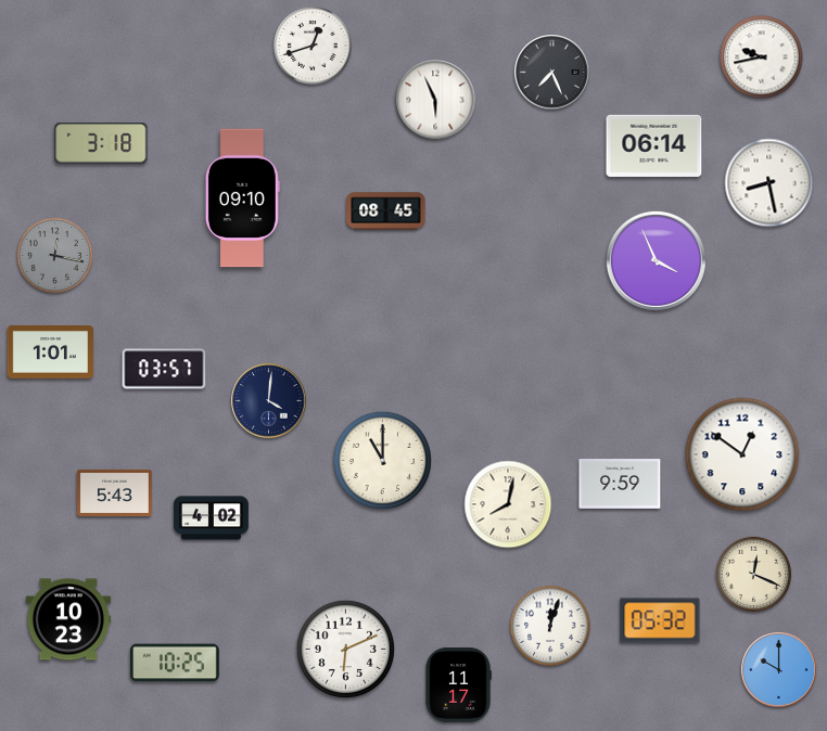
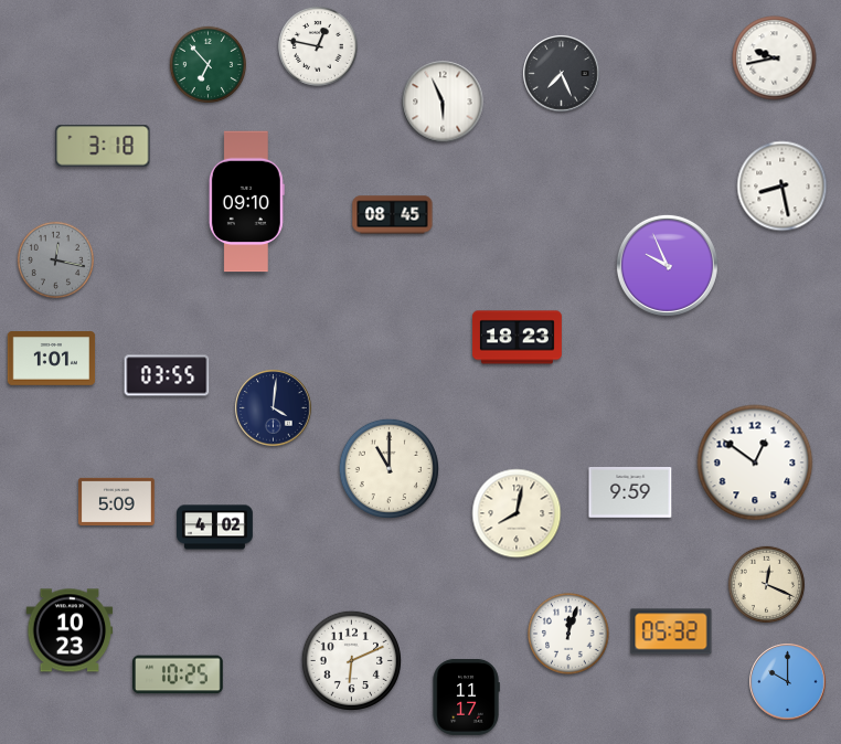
clock at (313, 46): 12:42 -> 12:47
clock at (207, 64): none -> 6:53
clock at (654, 145): 06:14 -> none
clock at (656, 260): 3:56 -> 9:56
clock at (517, 338): none -> 18:23
clock at (164, 369): 03:57 -> 03:55
clock at (114, 492): 5:43 -> 5:09
clock at (550, 626) position: (550, 626) -> (568, 634)
clock at (779, 670) position: (779, 670) -> (788, 682)
